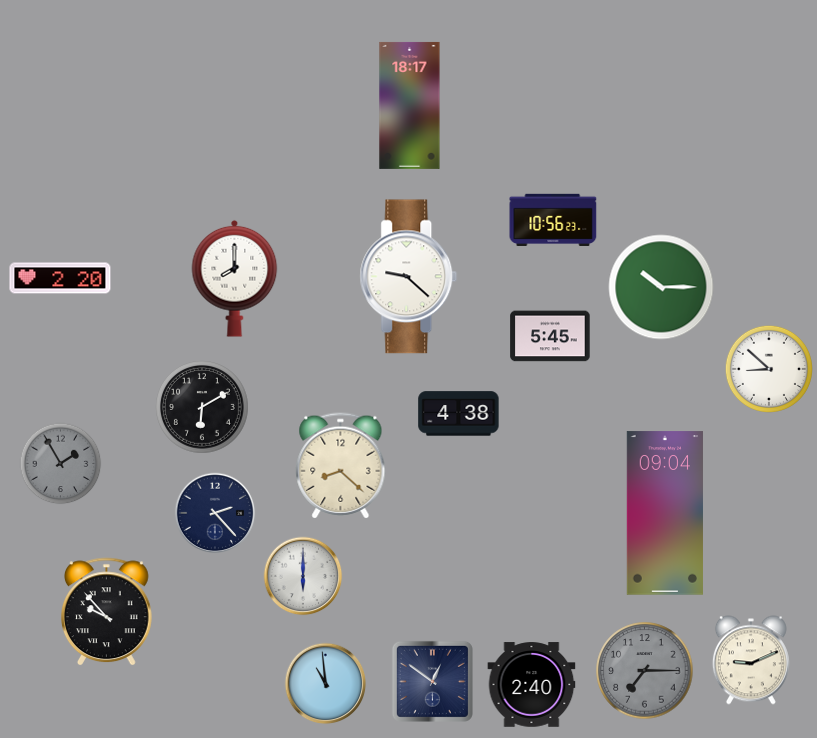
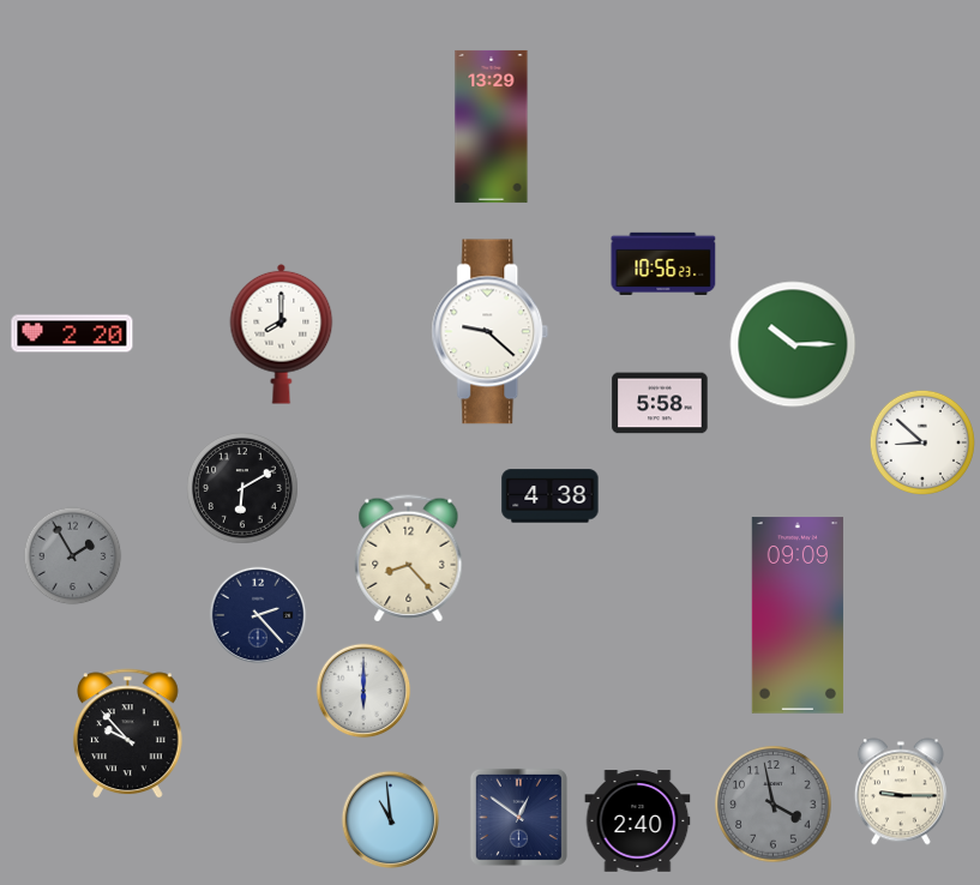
clock at (410, 105): 18:17 -> 13:29
clock at (550, 336): 5:45 -> 5:58
clock at (341, 466): 8:22 -> 8:23
clock at (665, 513): 09:04 -> 09:09
clock at (751, 660): 9:11 -> 9:15
clock at (645, 671): 7:15 -> 3:58
